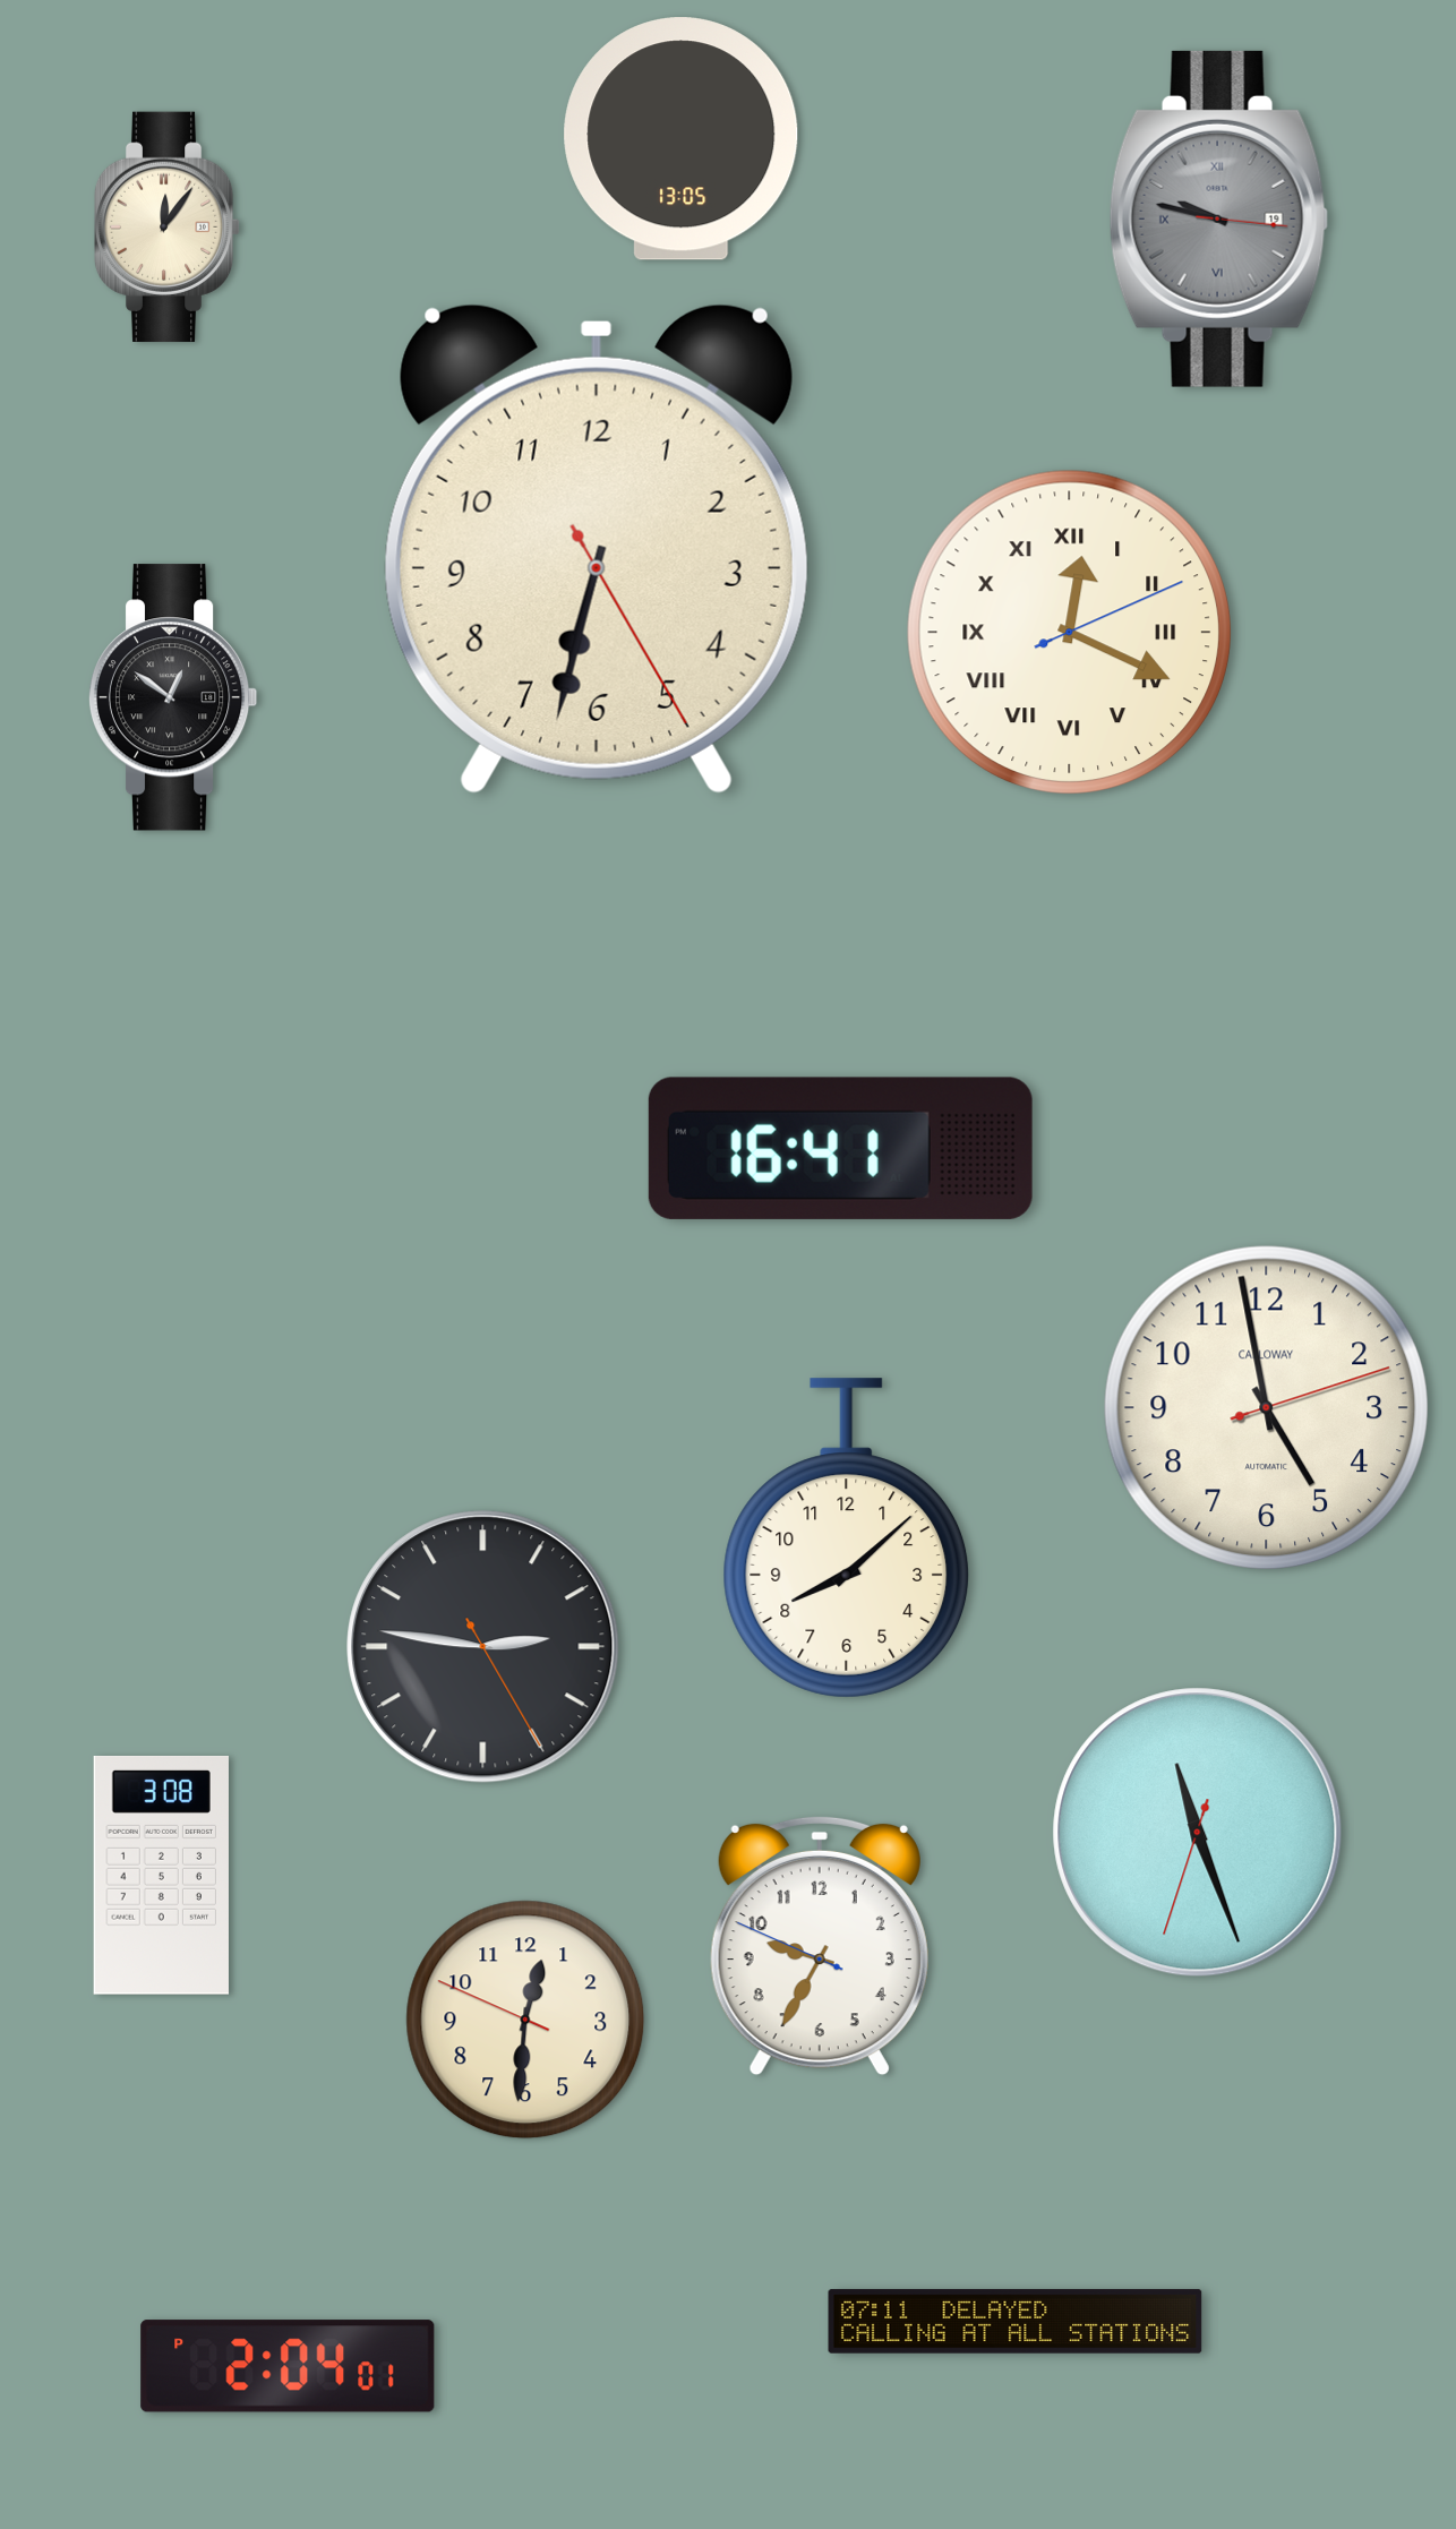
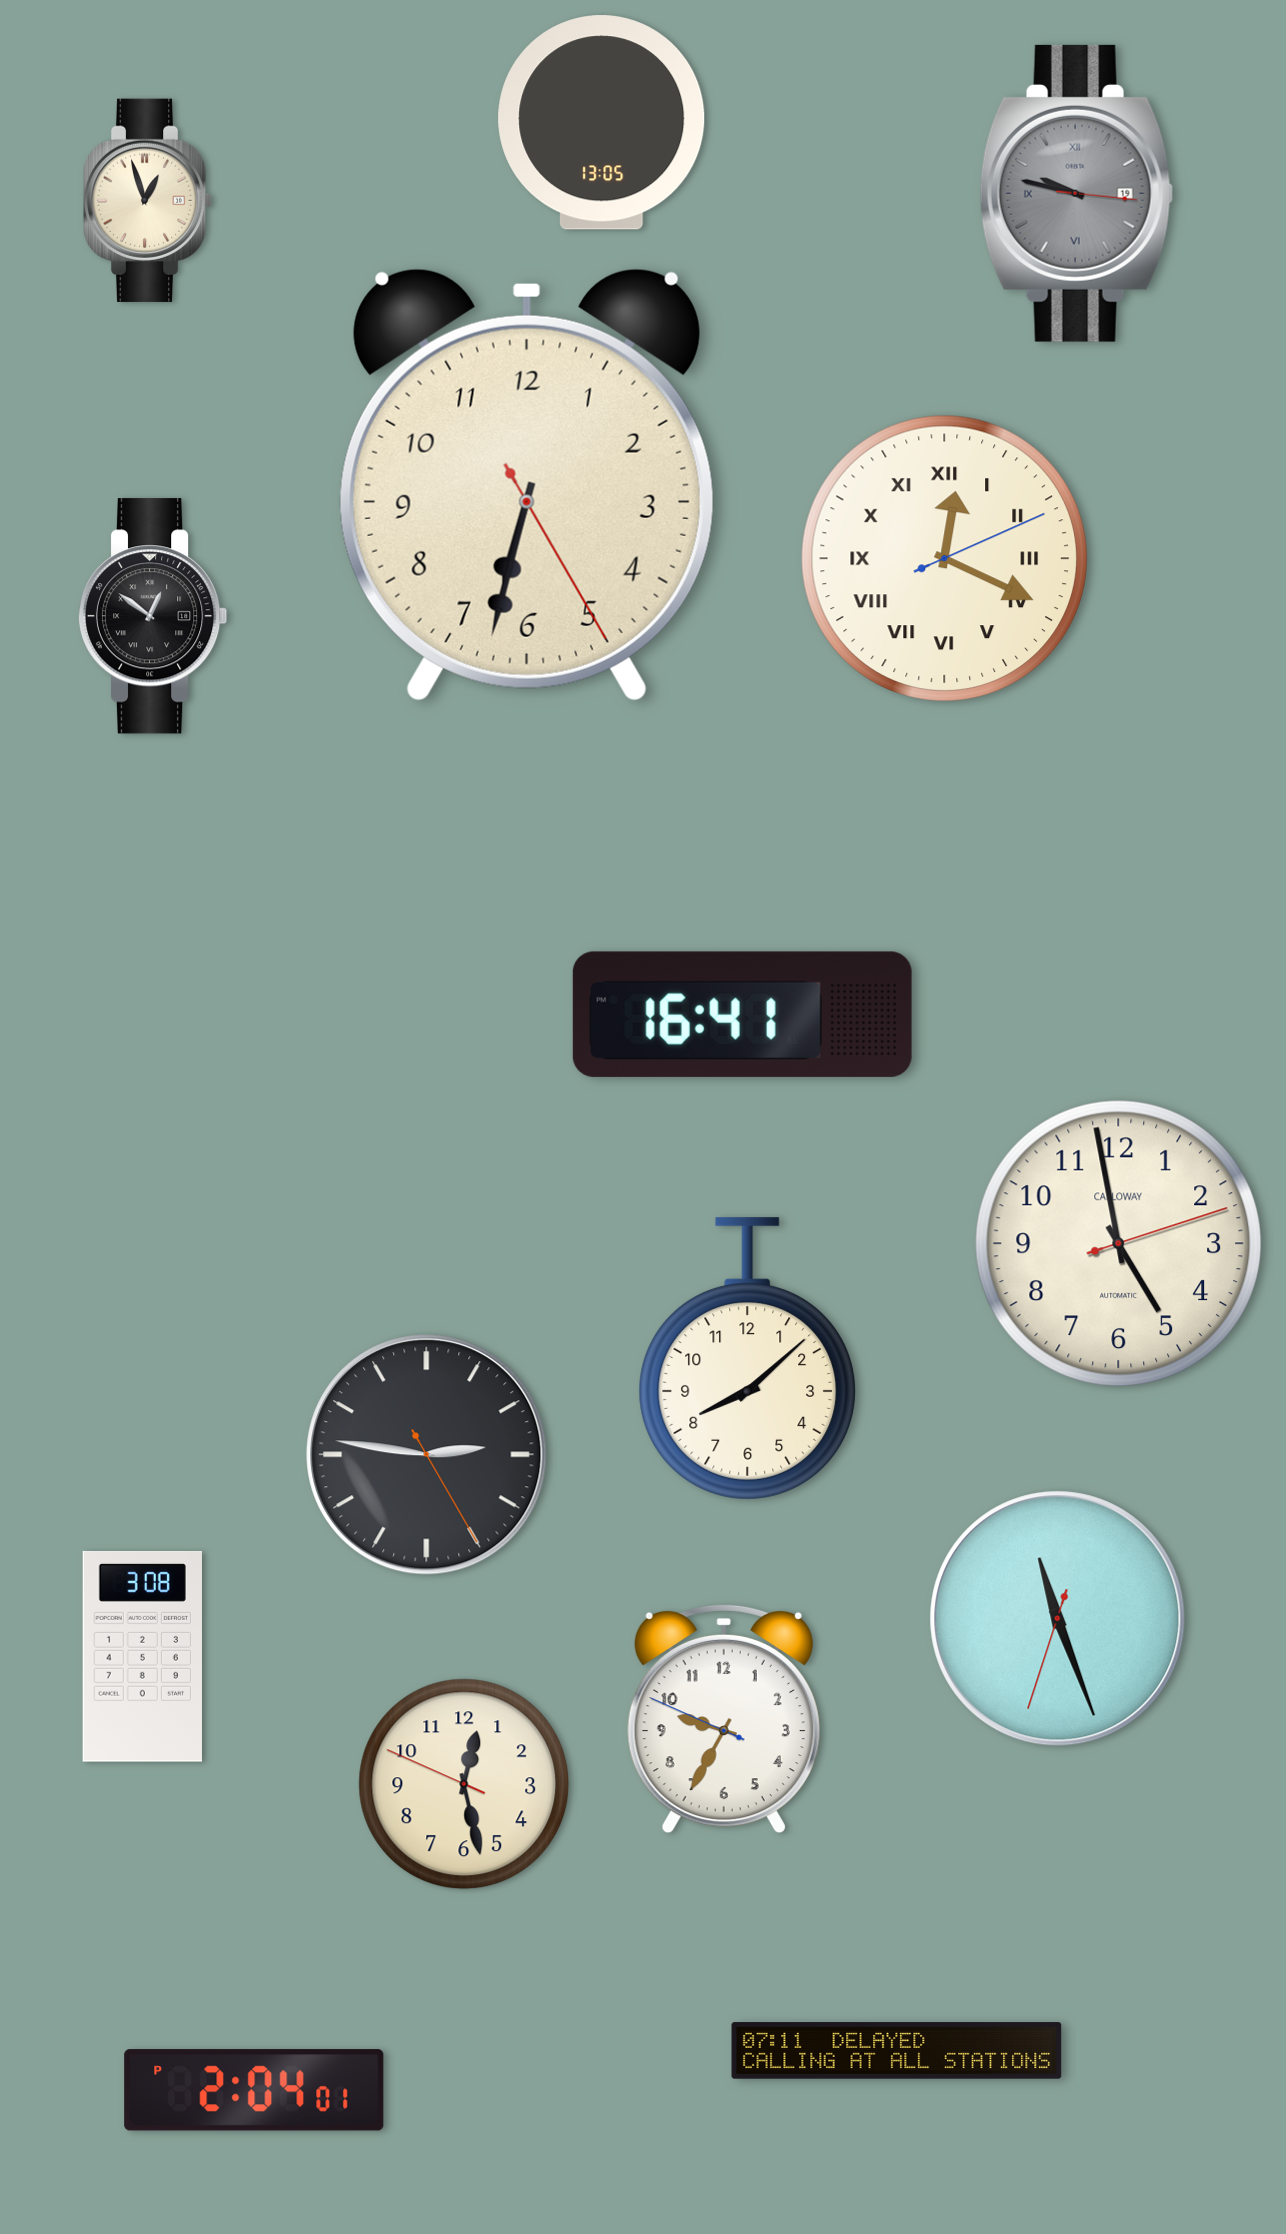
clock at (168, 226): 12:06 -> 12:57
clock at (525, 2020): 12:30 -> 12:27
